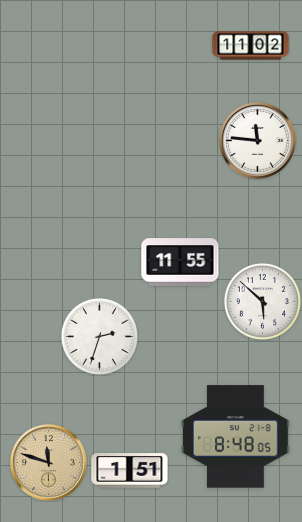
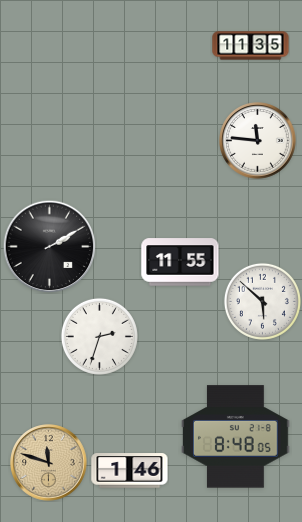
clock at (251, 46): 11:02 -> 11:35
clock at (49, 246): none -> 2:10
clock at (130, 471): 1:51 -> 1:46
